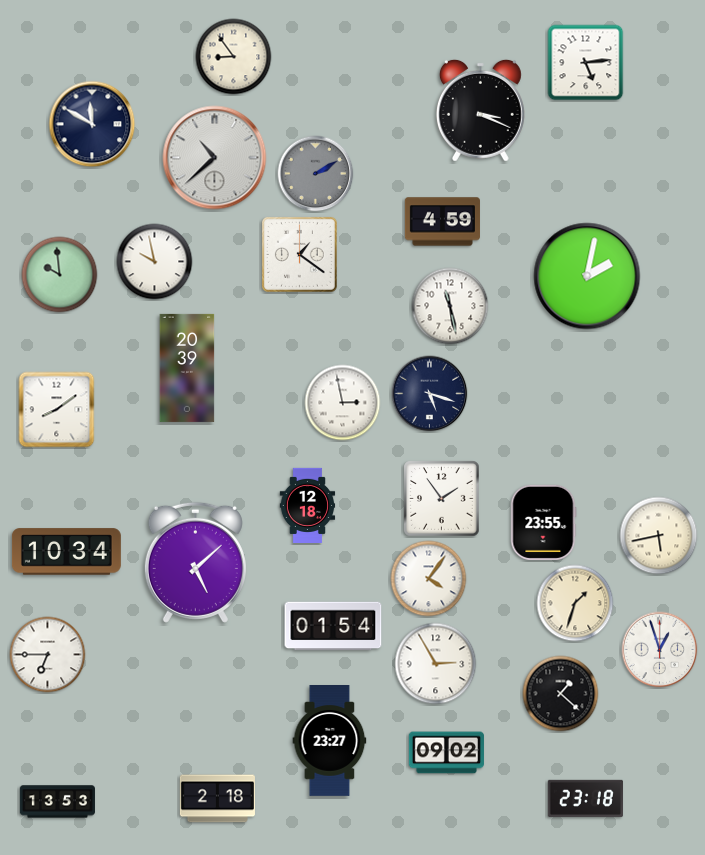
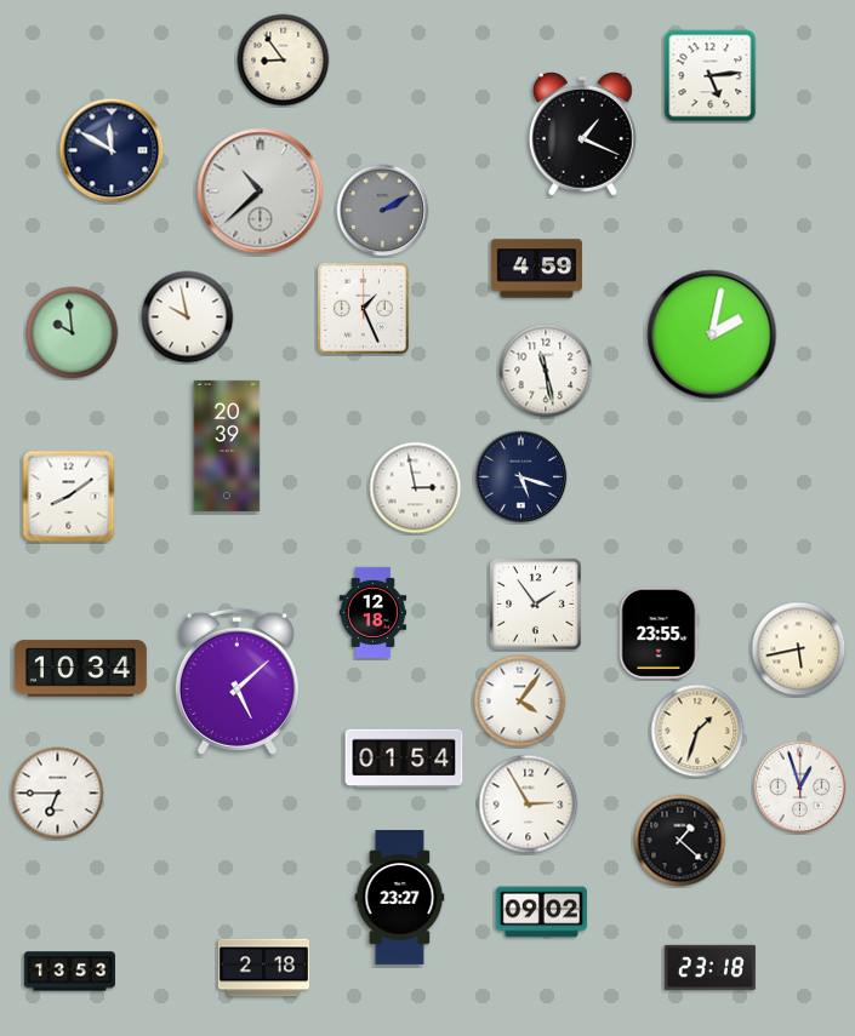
clock at (234, 57) position: (234, 57) -> (284, 61)
clock at (480, 110): 3:19 -> 1:19
clock at (299, 254): 1:21 -> 1:26
